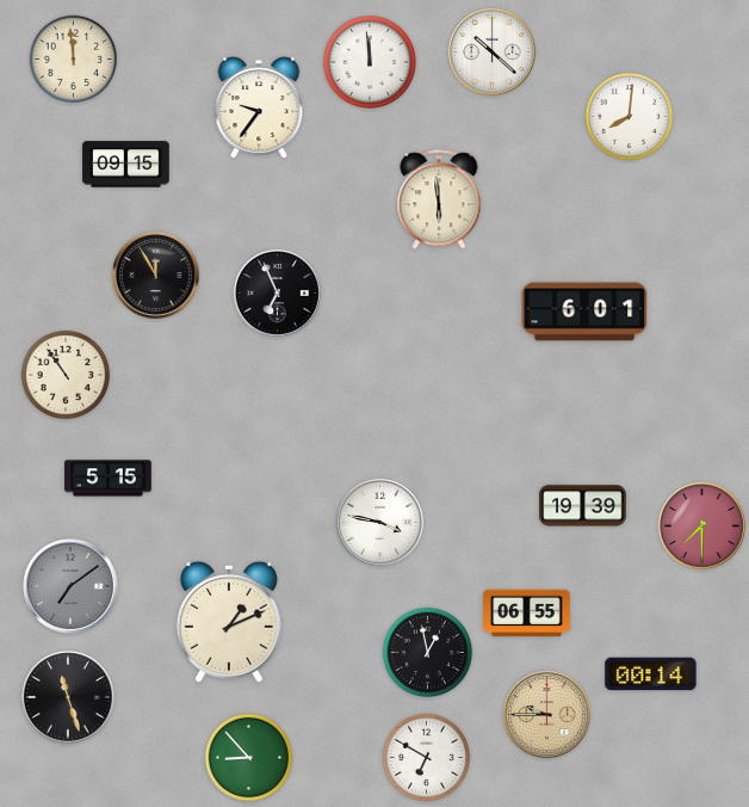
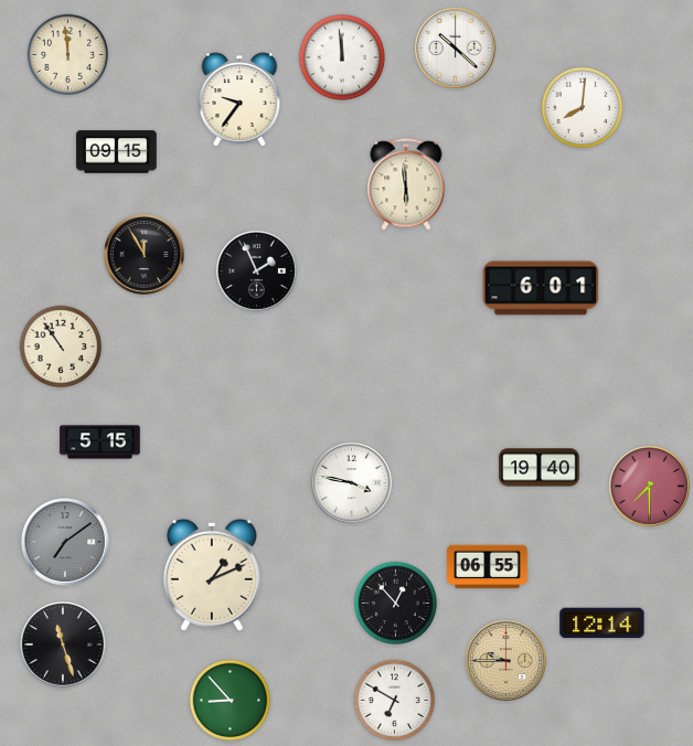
clock at (277, 292): 6:56 -> 1:56
clock at (583, 506): 19:39 -> 19:40
clock at (427, 652): 12:58 -> 12:53
clock at (651, 674): 00:14 -> 12:14
